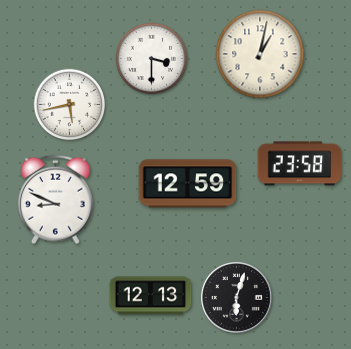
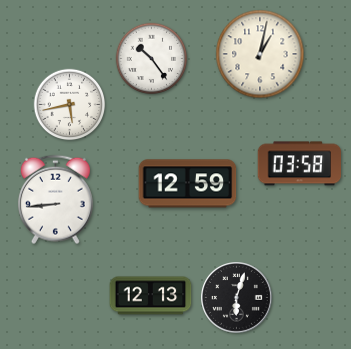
clock at (152, 59): 3:30 -> 10:24
clock at (299, 164): 23:58 -> 03:58
clock at (55, 200): 8:49 -> 8:44
